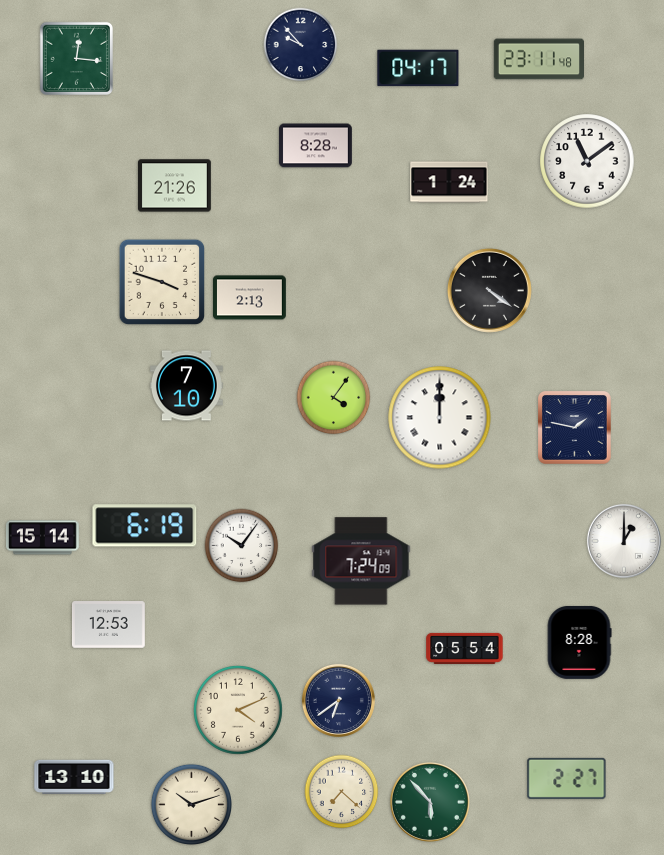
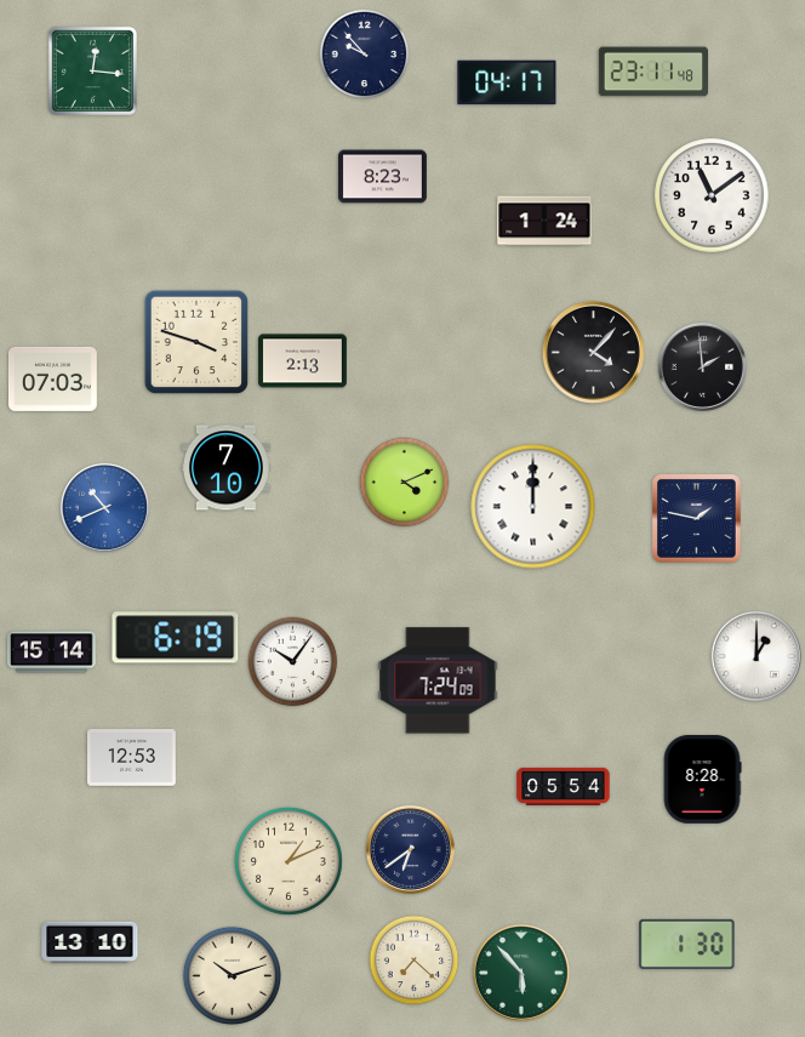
clock at (315, 146): 8:28 -> 8:23
clock at (174, 186): 21:26 -> none
clock at (489, 290): 4:21 -> 4:07
clock at (702, 366): none -> 1:59
clock at (52, 378): none -> 07:03
clock at (334, 398): 4:06 -> 4:11
clock at (104, 507): none -> 10:41
clock at (238, 710): 4:11 -> 1:11
clock at (567, 778): 2:27 -> 1:30
